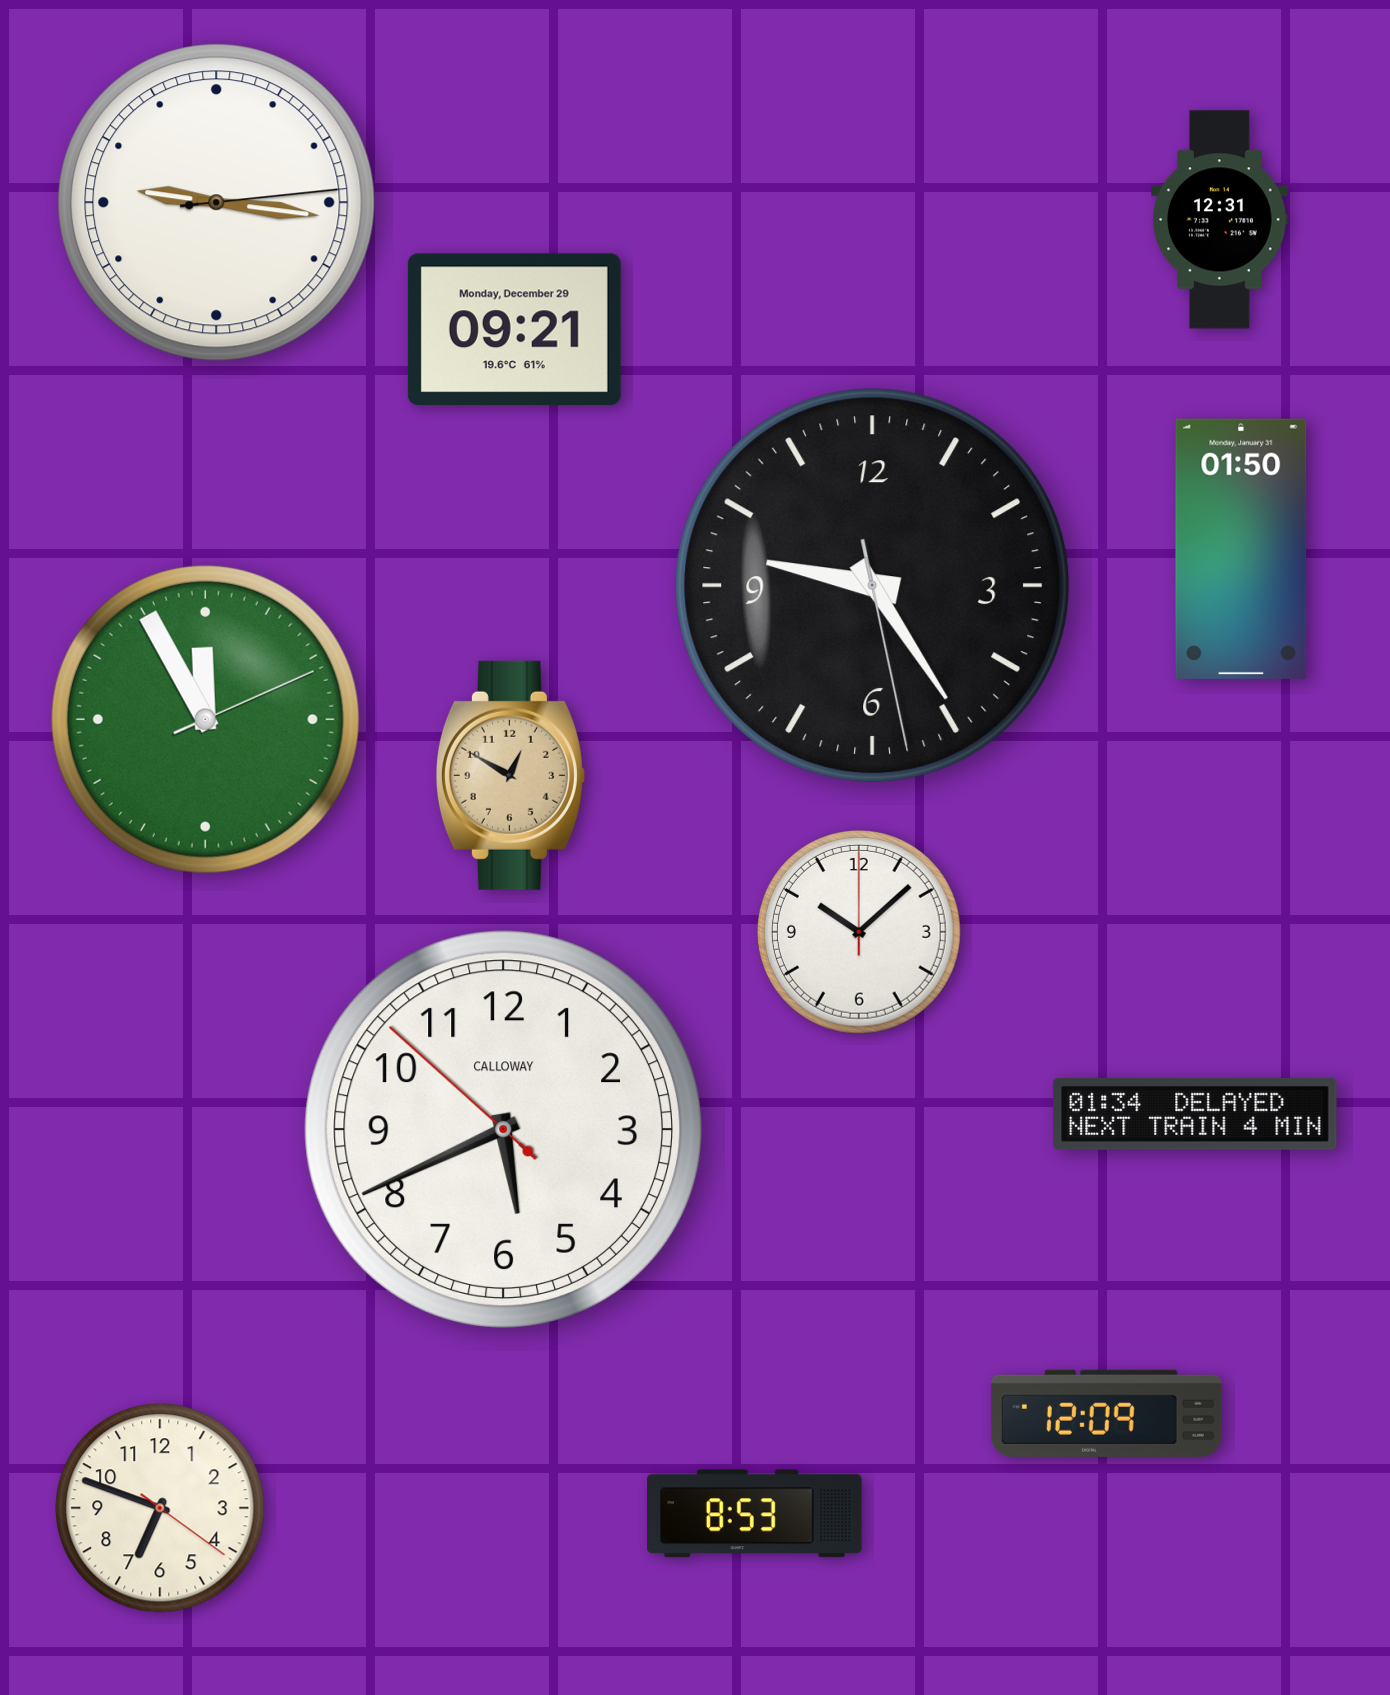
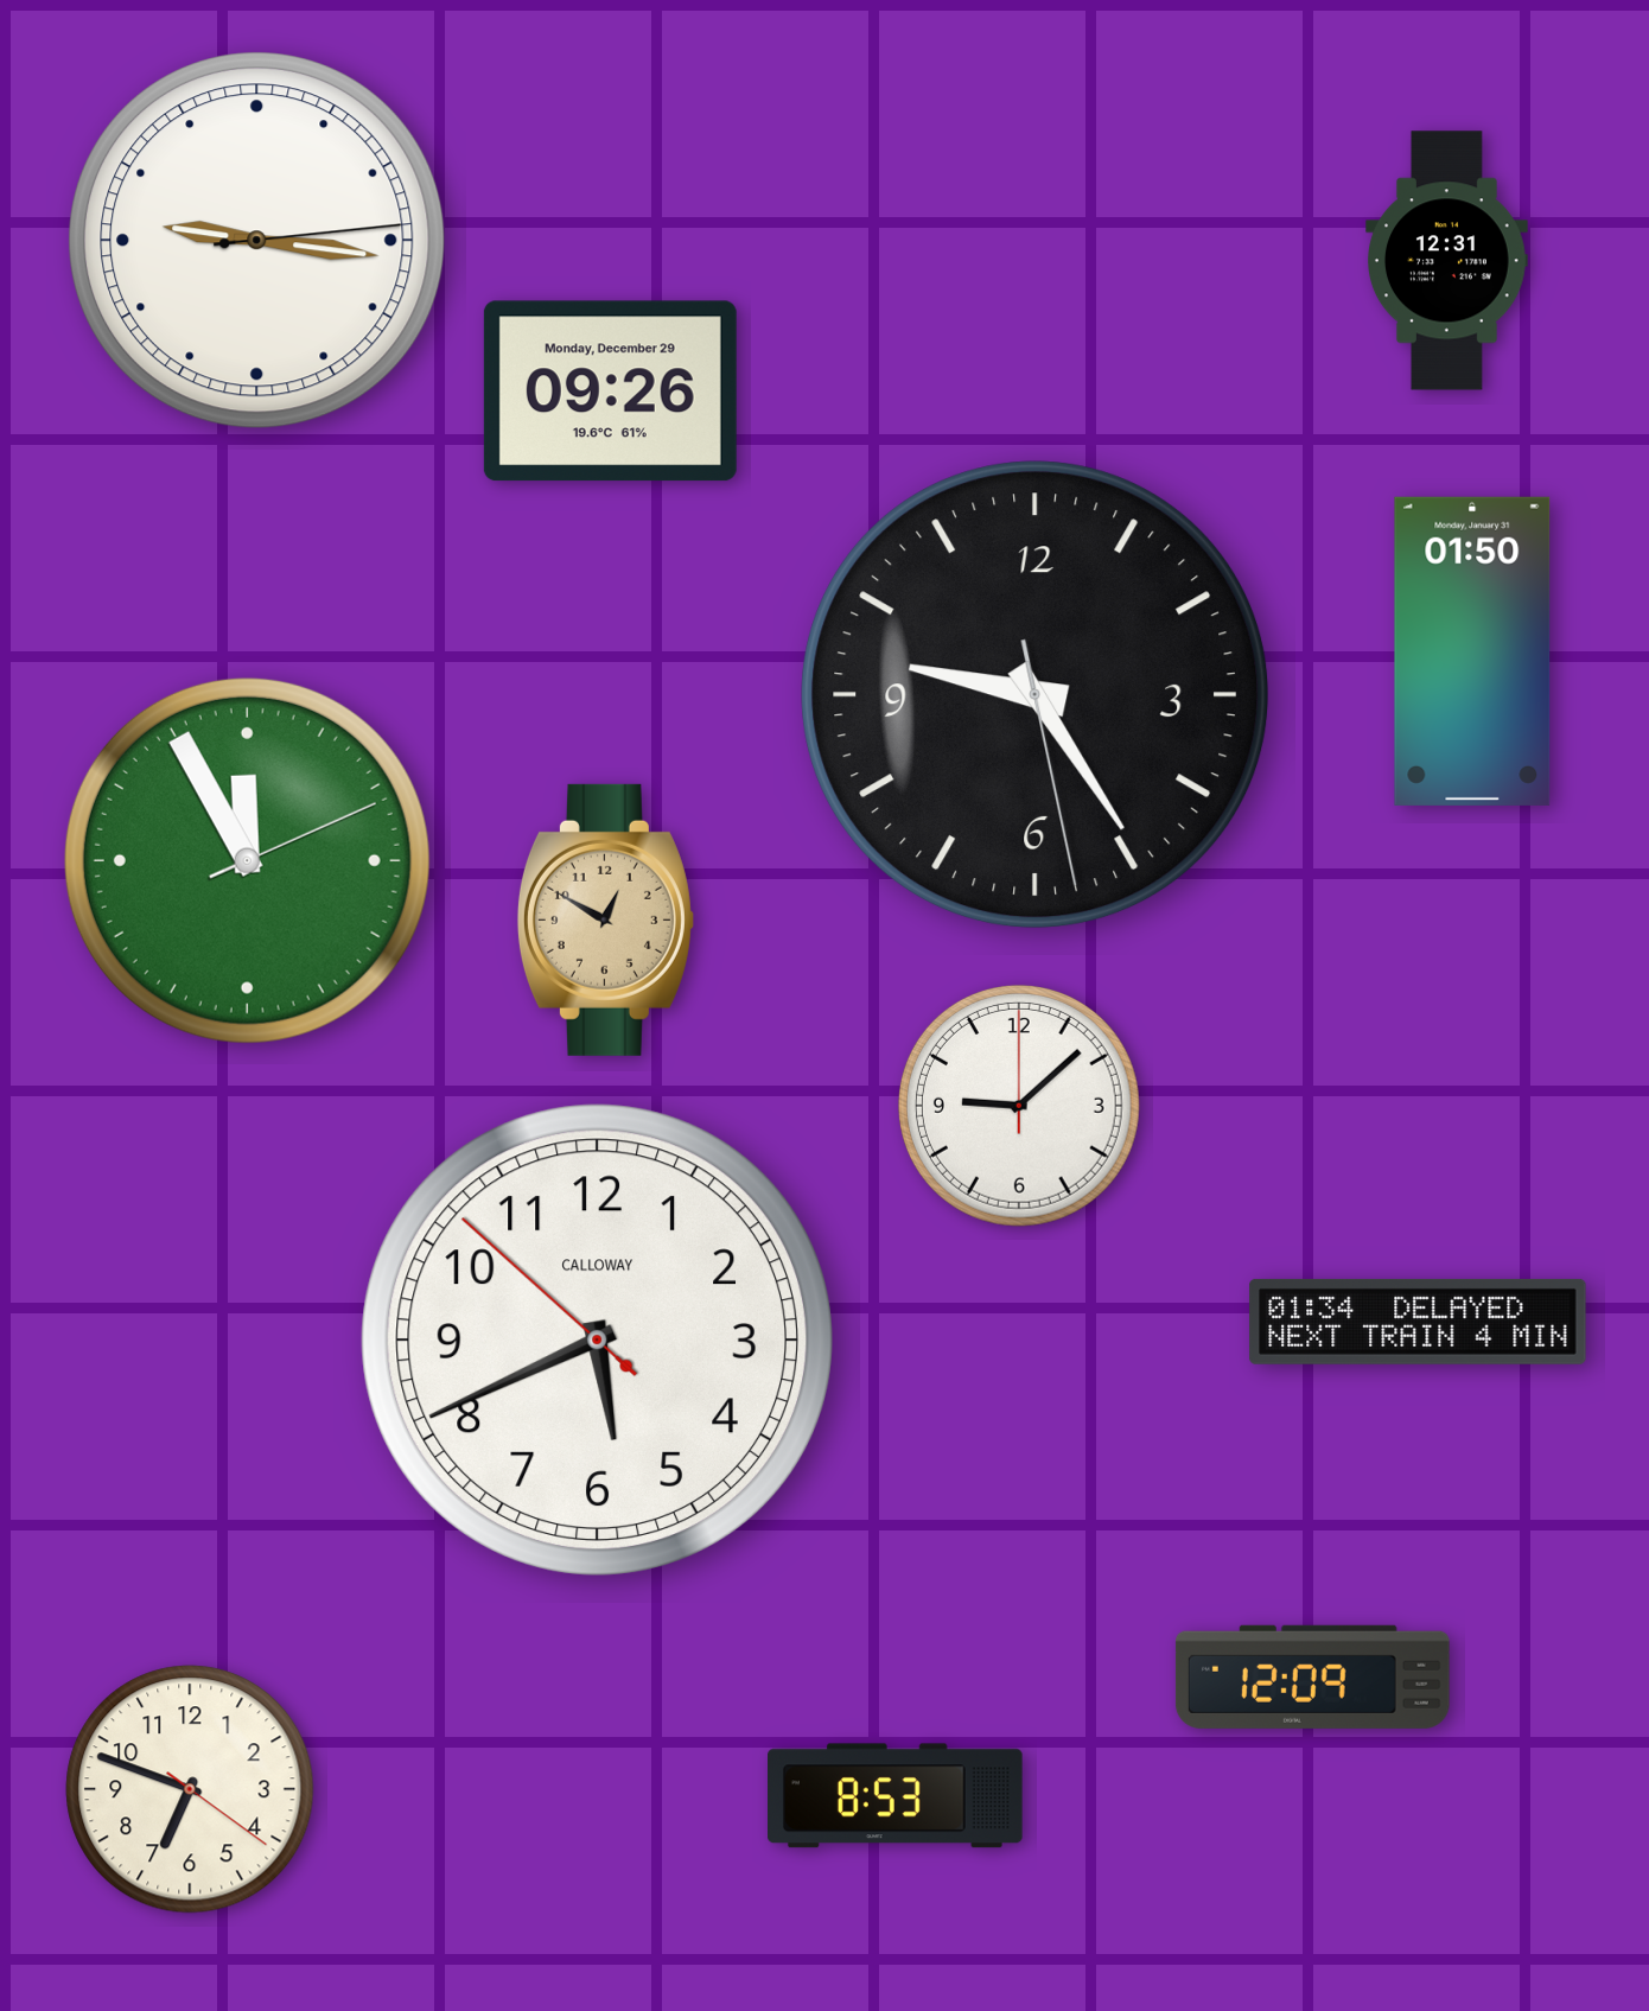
clock at (514, 330): 09:21 -> 09:26
clock at (205, 719) position: (205, 719) -> (247, 860)
clock at (859, 932): 10:08 -> 9:08
